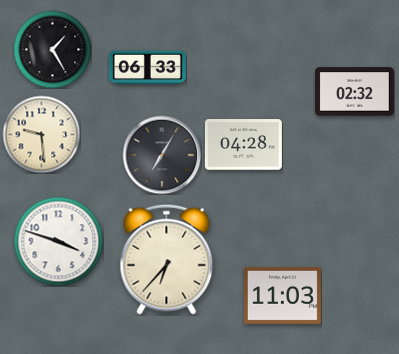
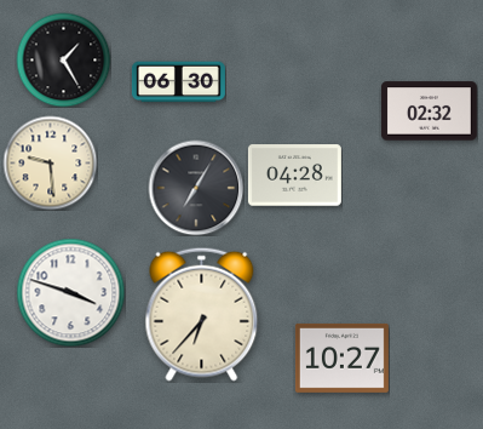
clock at (147, 68): 06:33 -> 06:30
clock at (282, 295): 11:03 -> 10:27
